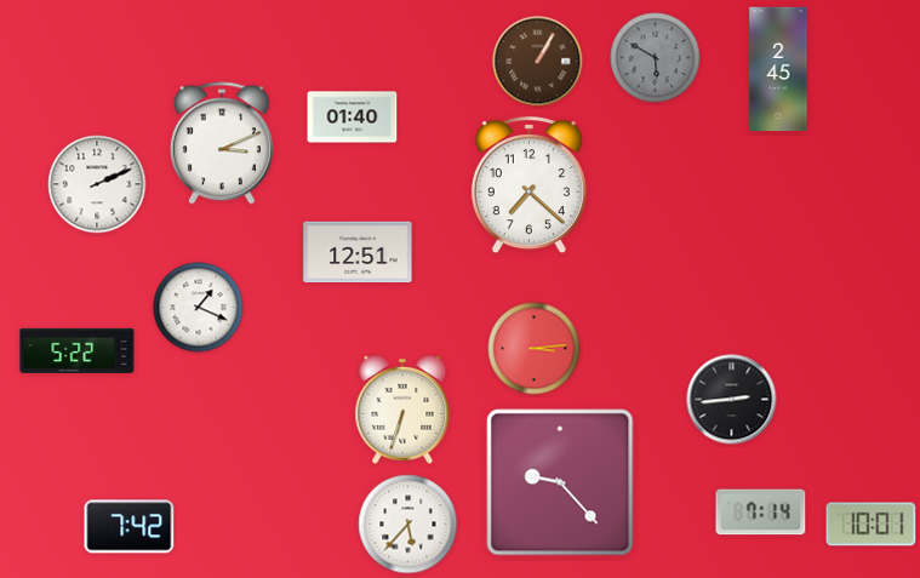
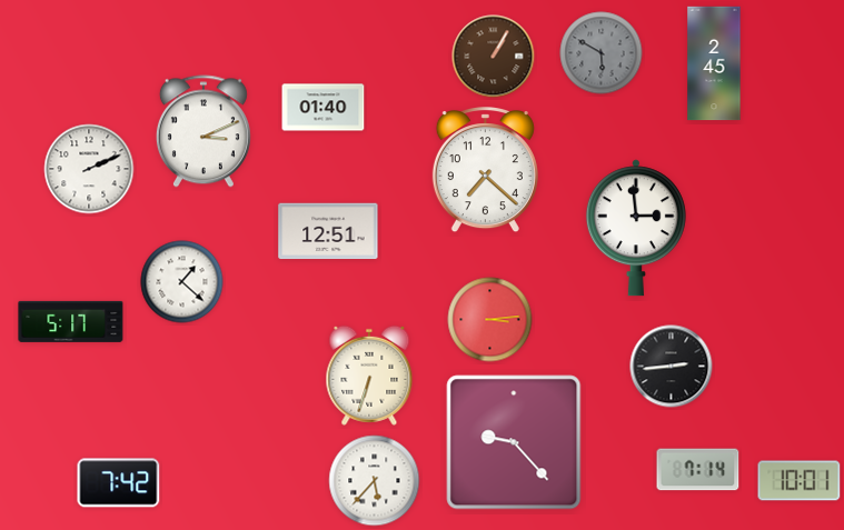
clock at (636, 228): none -> 2:59
clock at (199, 308): 1:19 -> 1:22
clock at (78, 350): 5:22 -> 5:17
